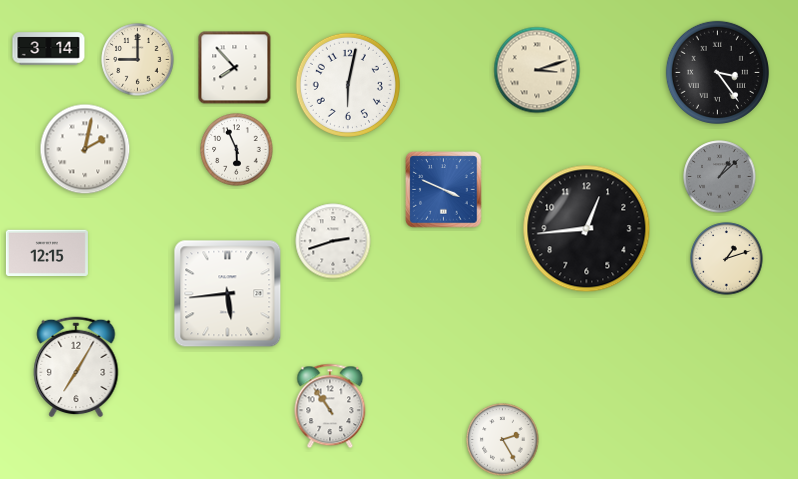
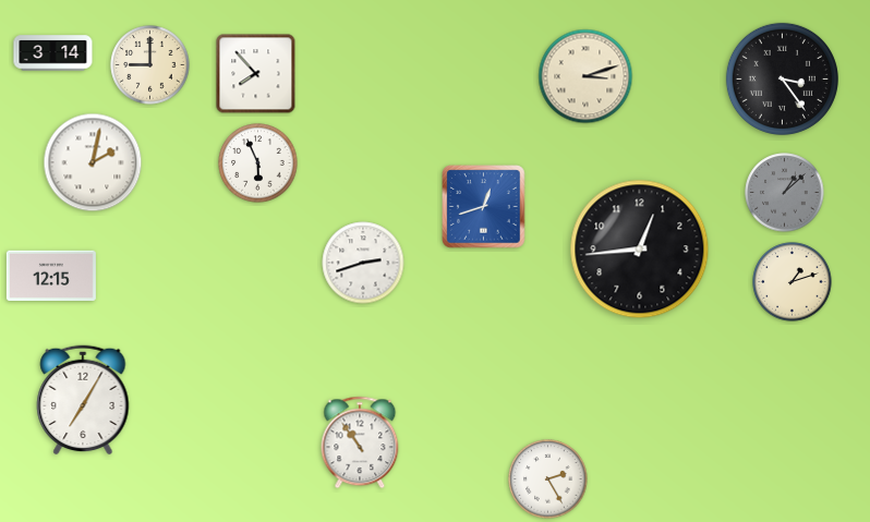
clock at (348, 85): 6:02 -> none
clock at (444, 190): 3:49 -> 12:42
clock at (228, 294): 5:44 -> none
